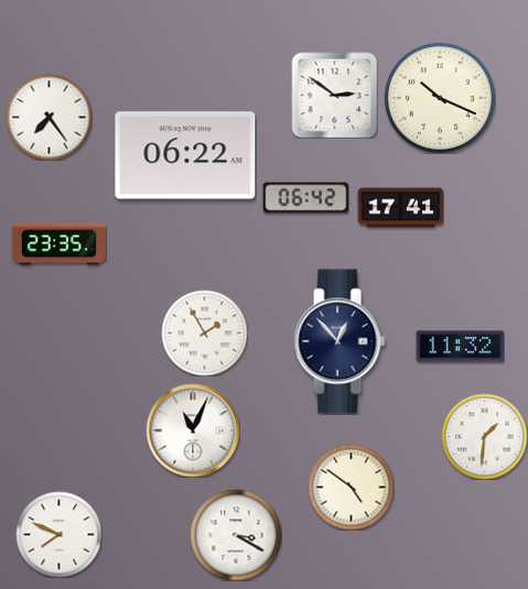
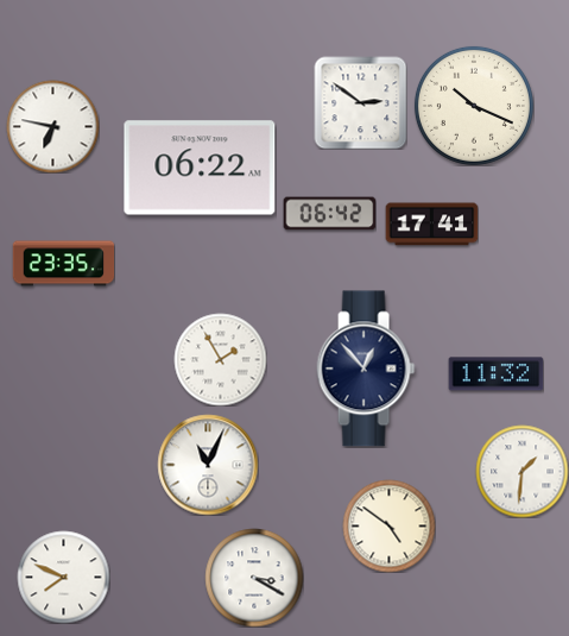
clock at (49, 117): 7:24 -> 6:47
clock at (351, 487) position: (351, 487) -> (388, 525)
